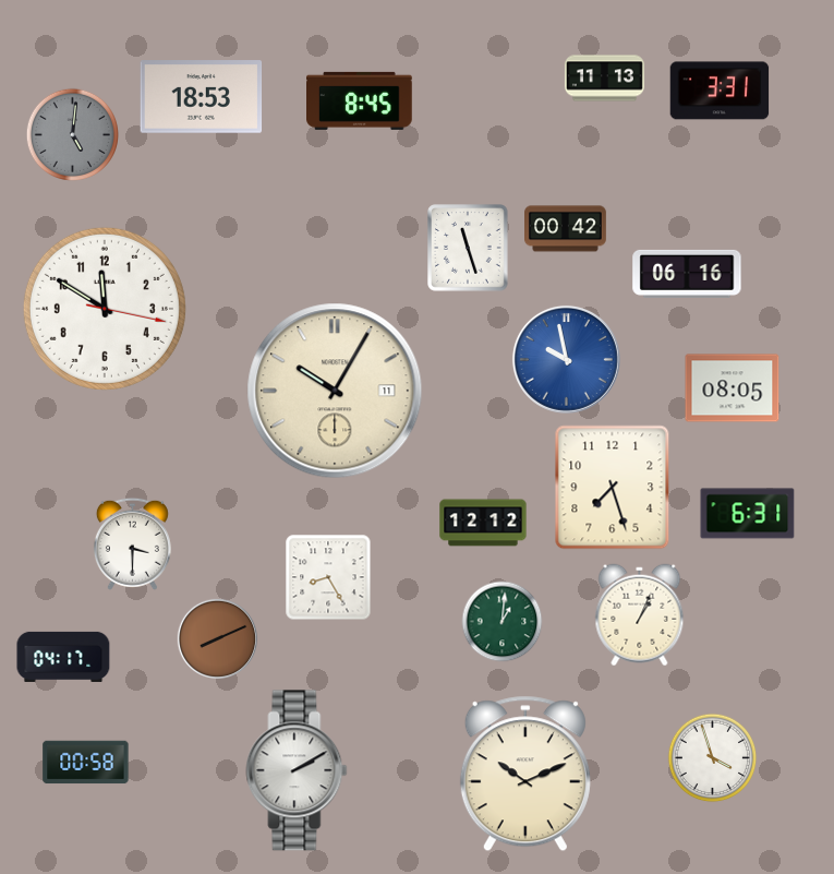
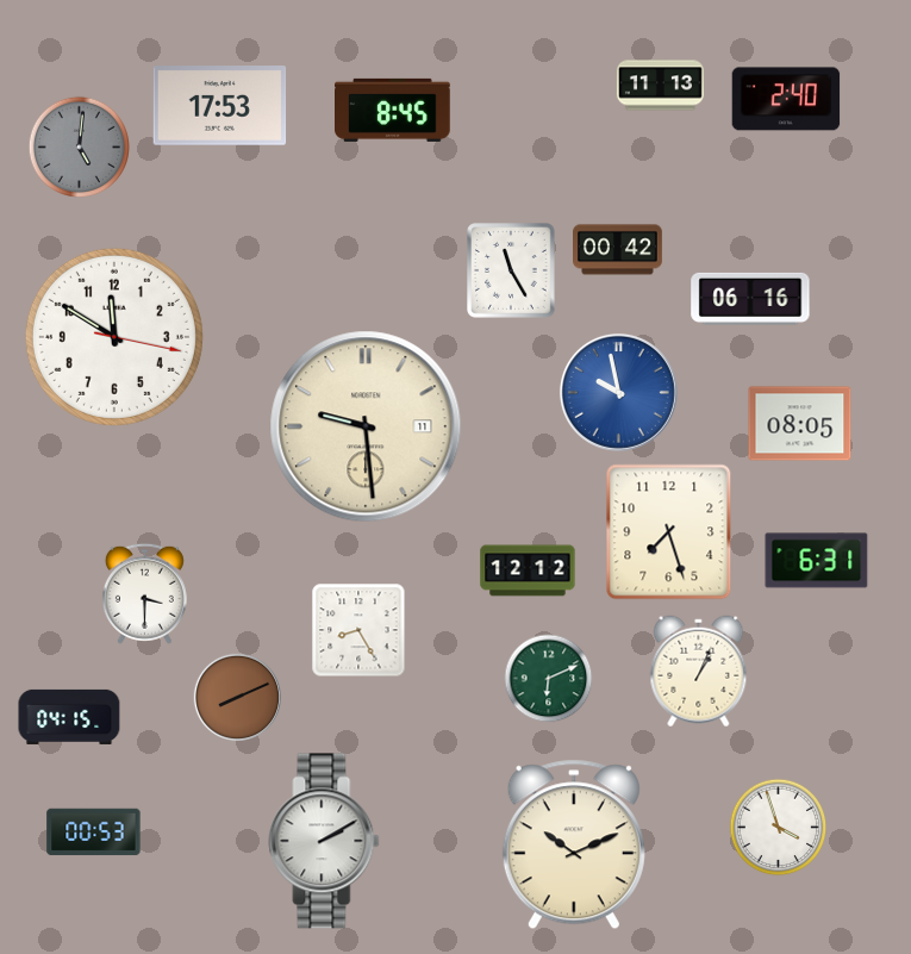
clock at (720, 91): 3:31 -> 2:40
clock at (202, 97): 18:53 -> 17:53
clock at (468, 248): 11:27 -> 11:25
clock at (335, 391): 10:05 -> 9:29
clock at (503, 622): 1:01 -> 6:11
clock at (63, 657): 04:17 -> 04:15
clock at (86, 763): 00:58 -> 00:53
